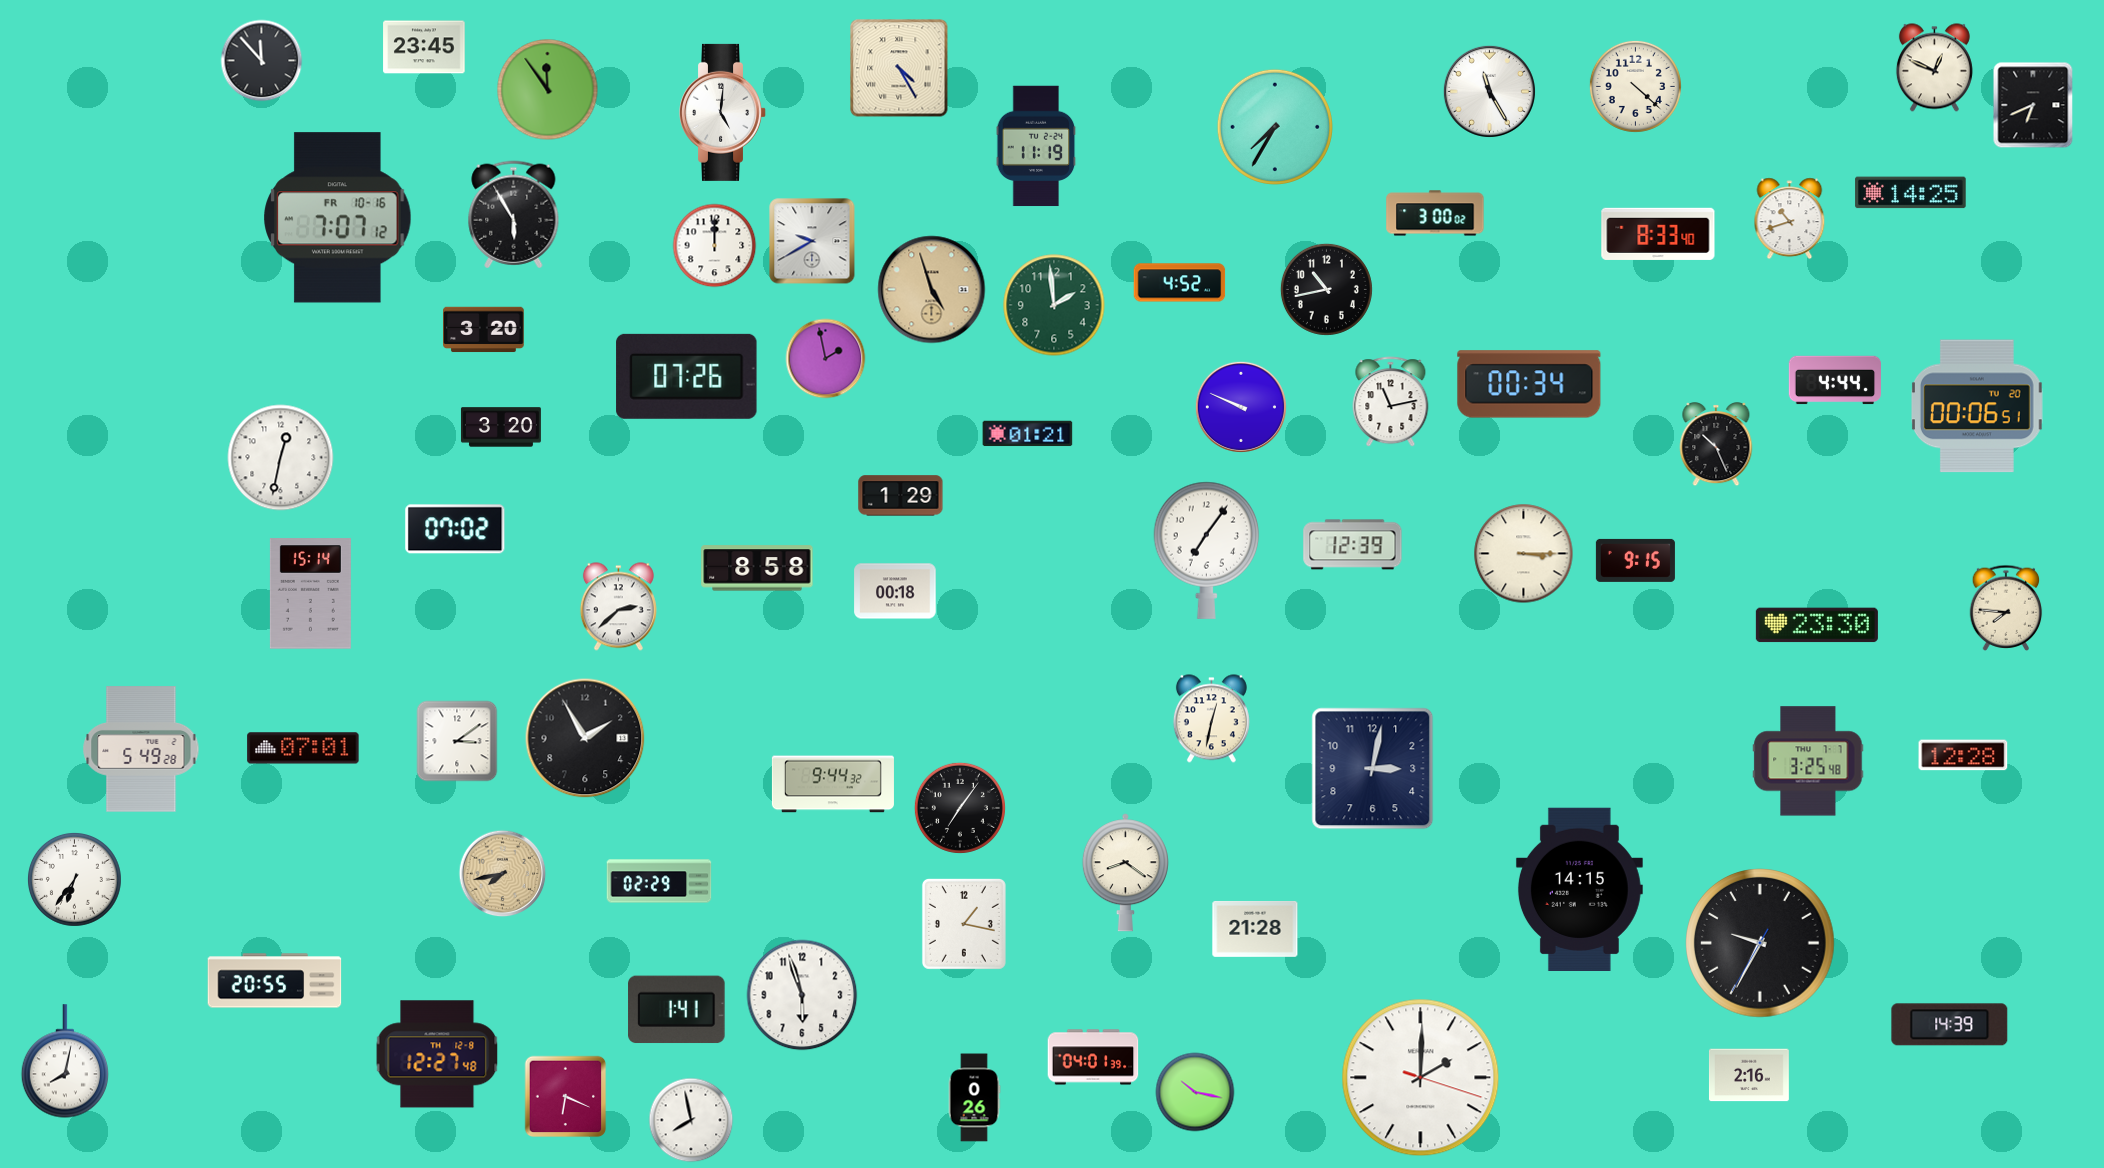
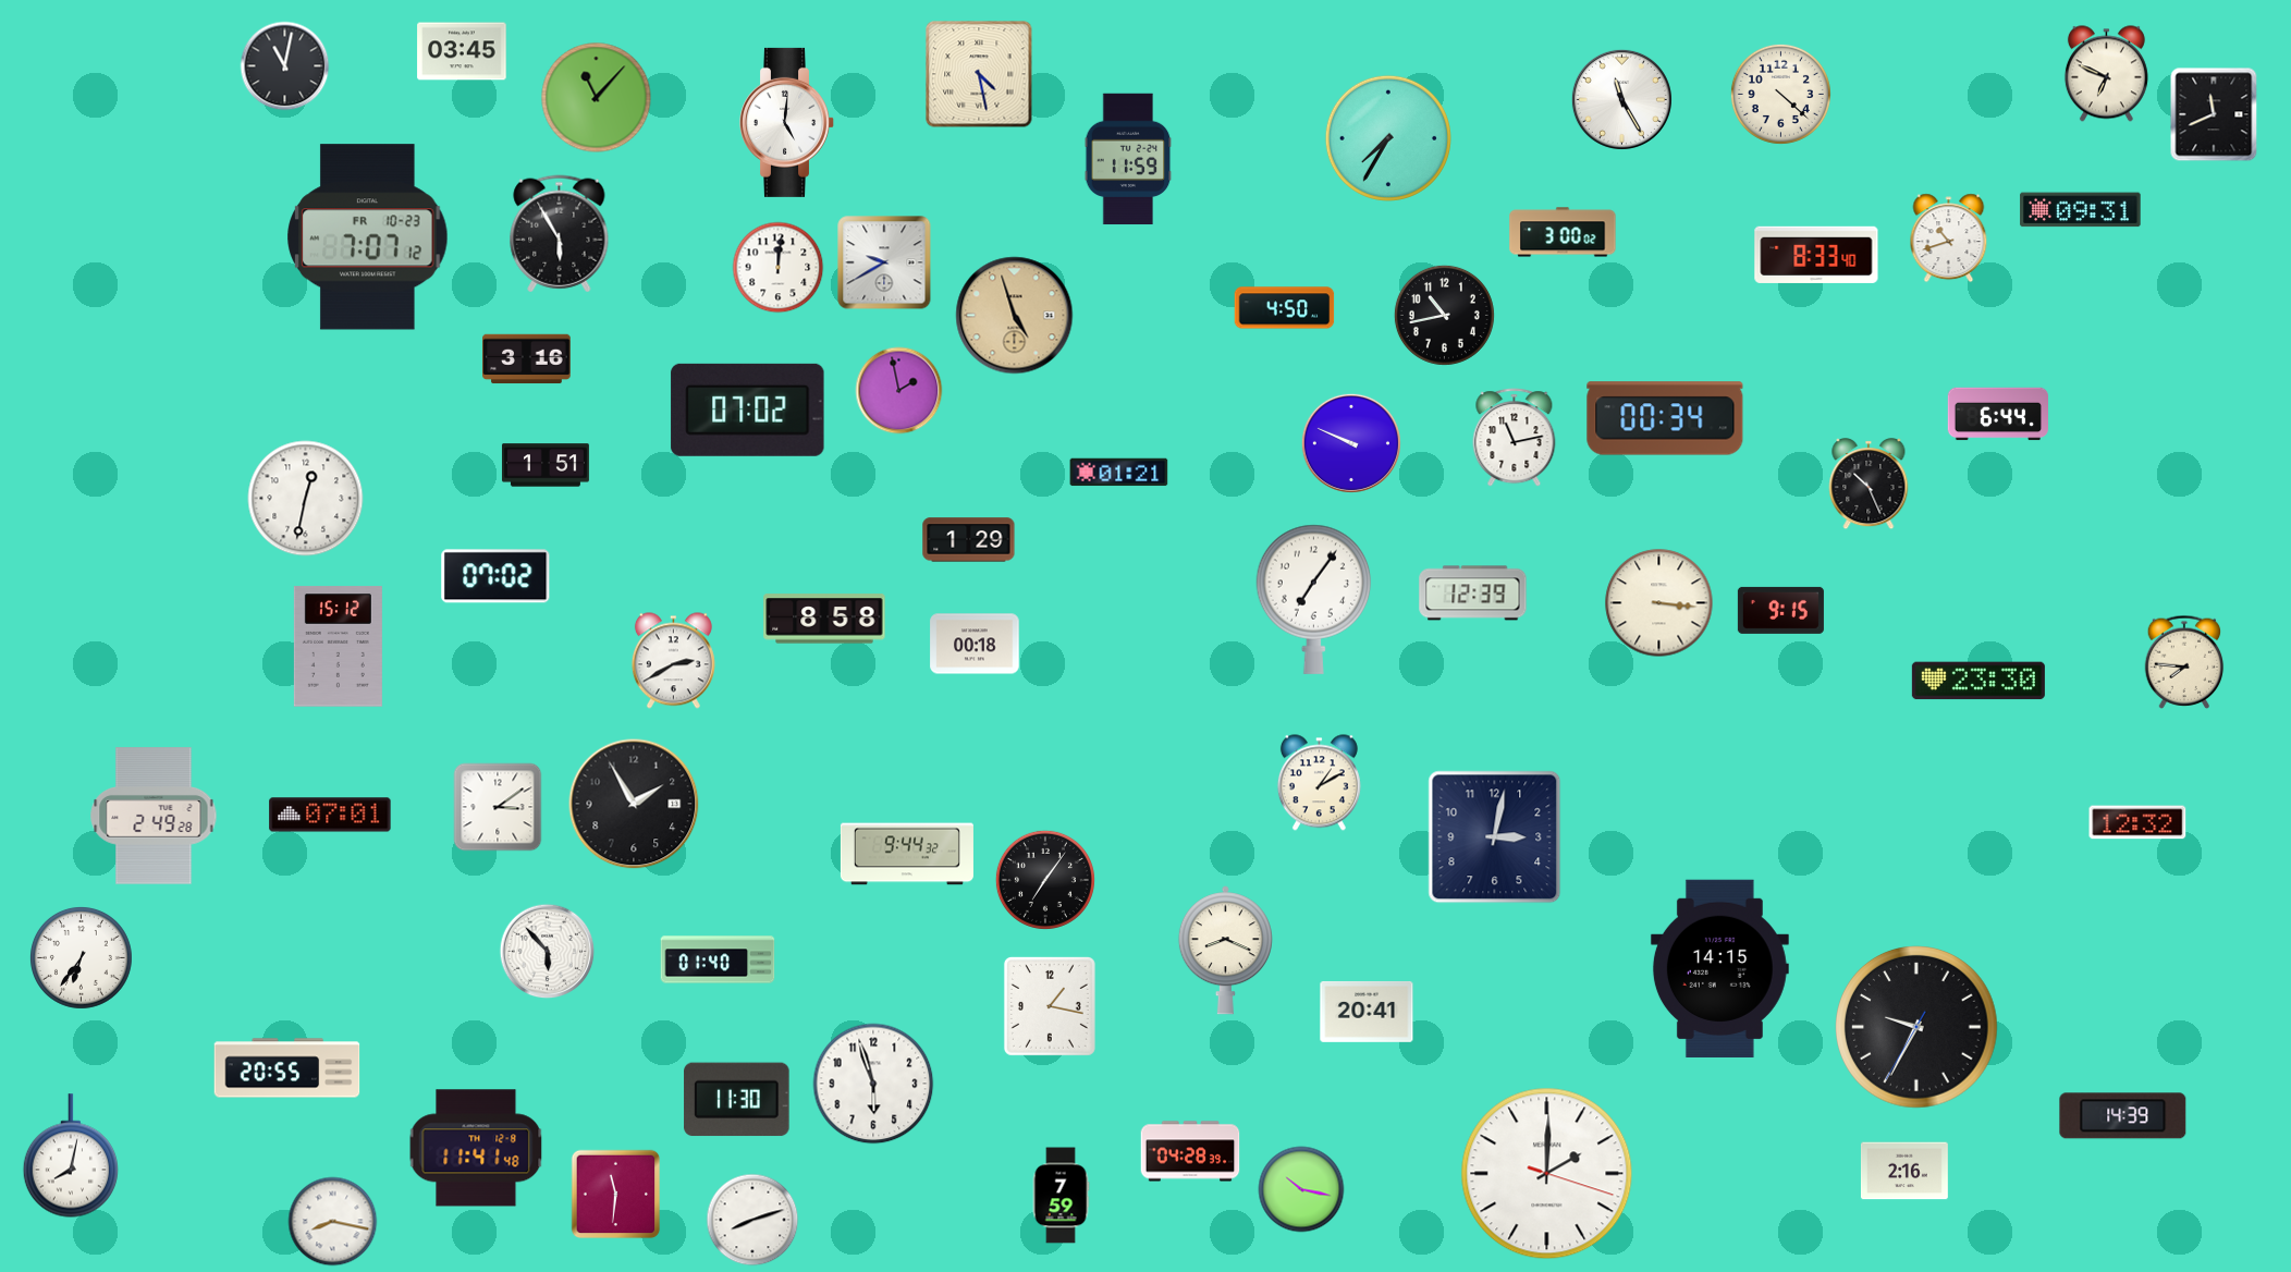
clock at (424, 47): 23:45 -> 03:45
clock at (262, 61): 11:53 -> 11:02
clock at (899, 68): 4:25 -> 4:28
clock at (1934, 68): 12:49 -> 6:49
clock at (548, 90): 11:54 -> 11:07
clock at (2033, 105): 6:41 -> 11:41
clock at (1036, 146): 11:19 -> 11:59
clock at (1911, 193): 14:25 -> 09:31
clock at (338, 218) date: FR 10-16 -> FR 10-23
clock at (1658, 234) position: (1658, 234) -> (1816, 255)
clock at (715, 246): 12:00 -> 12:01
clock at (1180, 283): 4:52 -> 4:50
clock at (1054, 305): 1:59 -> none
clock at (484, 330): 3:20 -> 3:16
clock at (687, 376): 07:26 -> 07:02
clock at (1834, 380): 4:44 -> 6:44
clock at (1977, 406): 00:06 -> none
clock at (501, 427): 3:20 -> 1:51
clock at (901, 496) position: (901, 496) -> (969, 540)
clock at (1524, 554): 3:15 -> 3:16
clock at (310, 594): 15:14 -> 15:12
clock at (618, 607): 2:38 -> 2:40
clock at (1211, 719): 12:32 -> 1:10
clock at (585, 738) position: (585, 738) -> (634, 804)
clock at (141, 749): 5:49 -> 2:49
clock at (1963, 755): 12:28 -> 12:32
clock at (1808, 761): 3:25 -> none
clock at (1125, 873): 8:21 -> 8:19
clock at (503, 874): 7:43 -> 5:53
clock at (503, 874) dial: champagne -> white
clock at (659, 881): 02:29 -> 01:40
clock at (1255, 929): 21:28 -> 20:41
clock at (275, 981) position: (275, 981) -> (287, 1068)
clock at (677, 1010): 1:41 -> 11:30
clock at (437, 1054): 12:27 -> 11:41
clock at (1093, 1057): 04:01 -> 04:28
clock at (566, 1097): 6:19 -> 11:31
clock at (974, 1098): 0:26 -> 7:59
clock at (691, 1120): 7:58 -> 8:12
clock at (333, 1222): none -> 8:17
